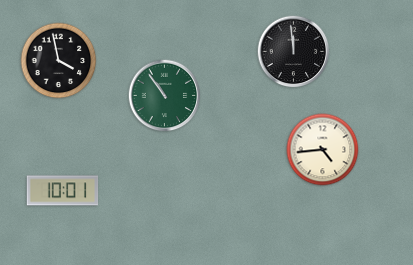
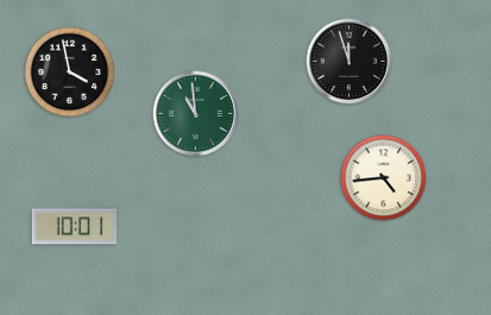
clock at (294, 52): 11:59 -> 11:57
clock at (165, 96): 10:54 -> 10:59
